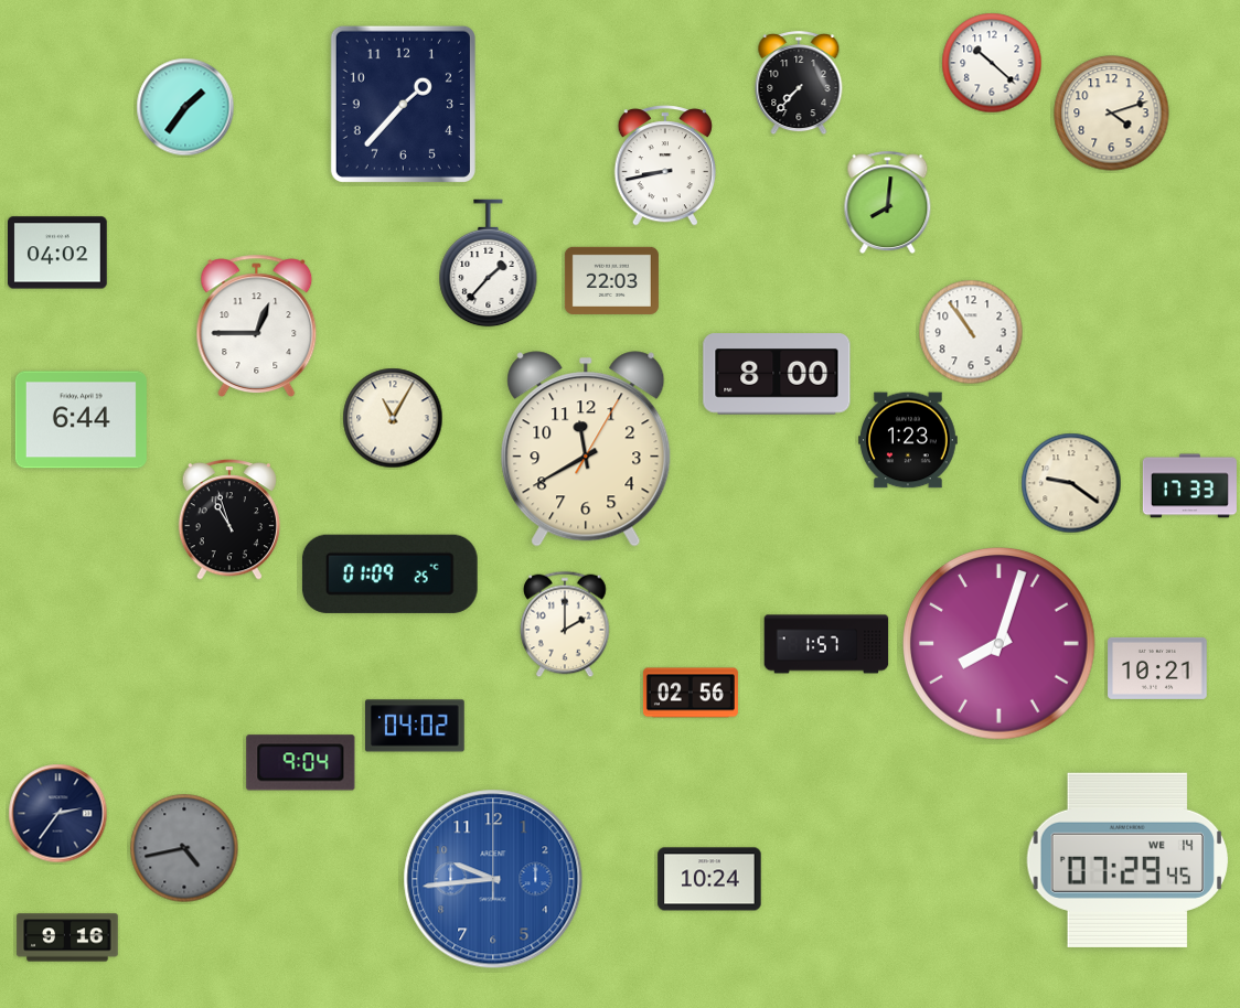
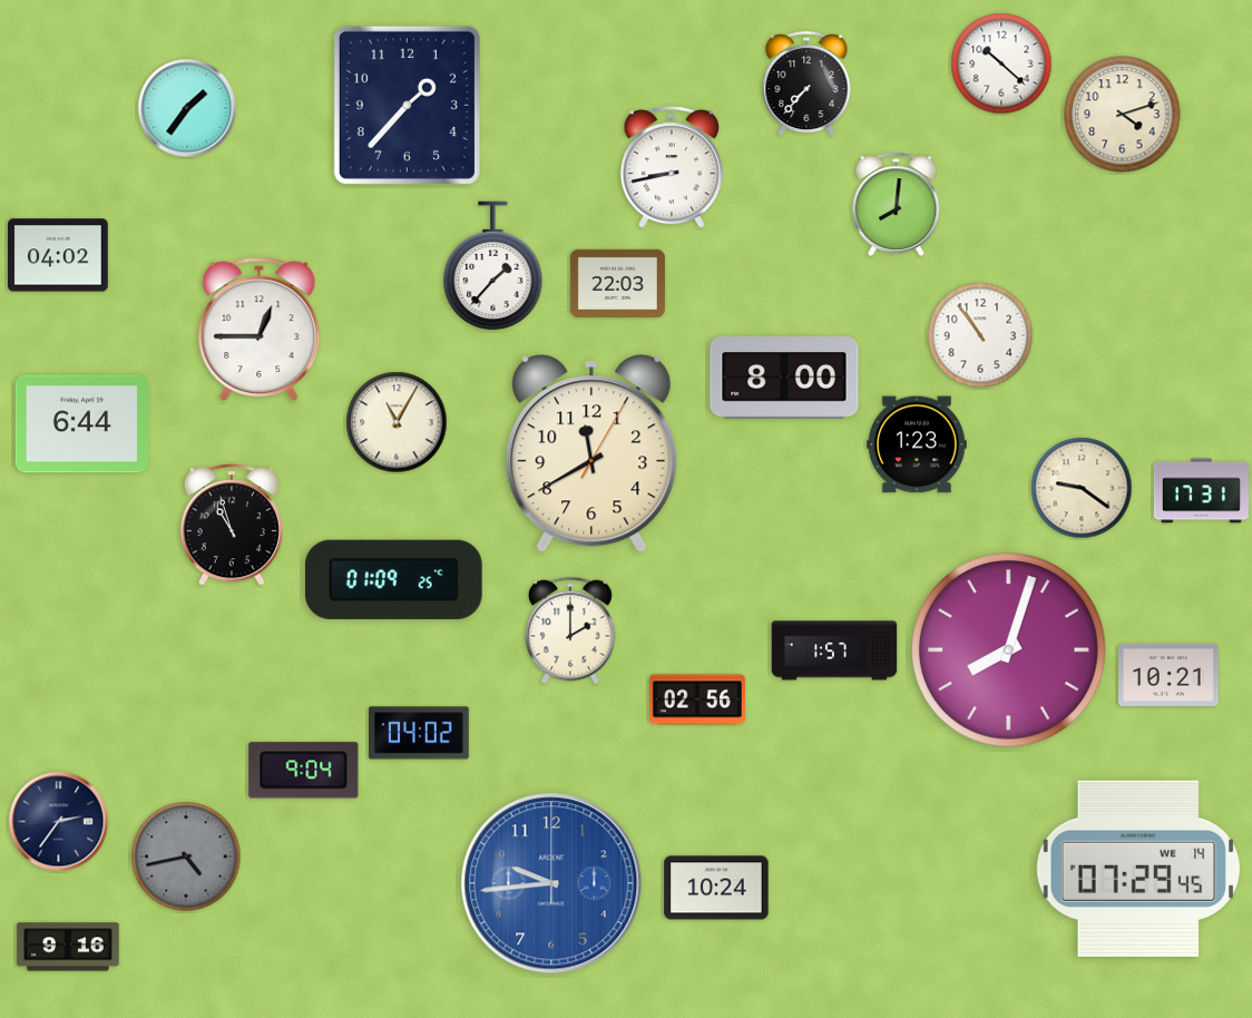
clock at (1189, 486): 17:33 -> 17:31
clock at (493, 879) position: (493, 879) -> (551, 883)
